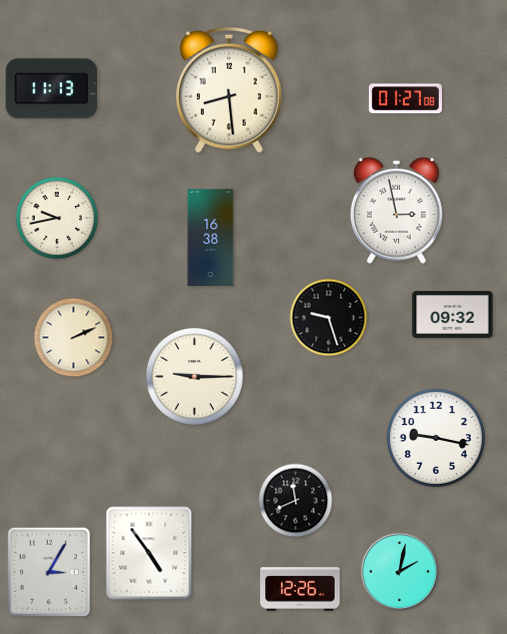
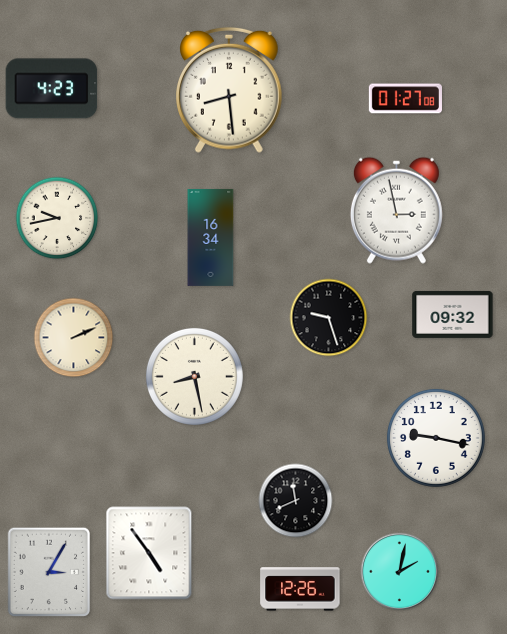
clock at (52, 89): 11:13 -> 4:23
clock at (211, 237): 16:38 -> 16:34
clock at (194, 376): 9:15 -> 8:28
